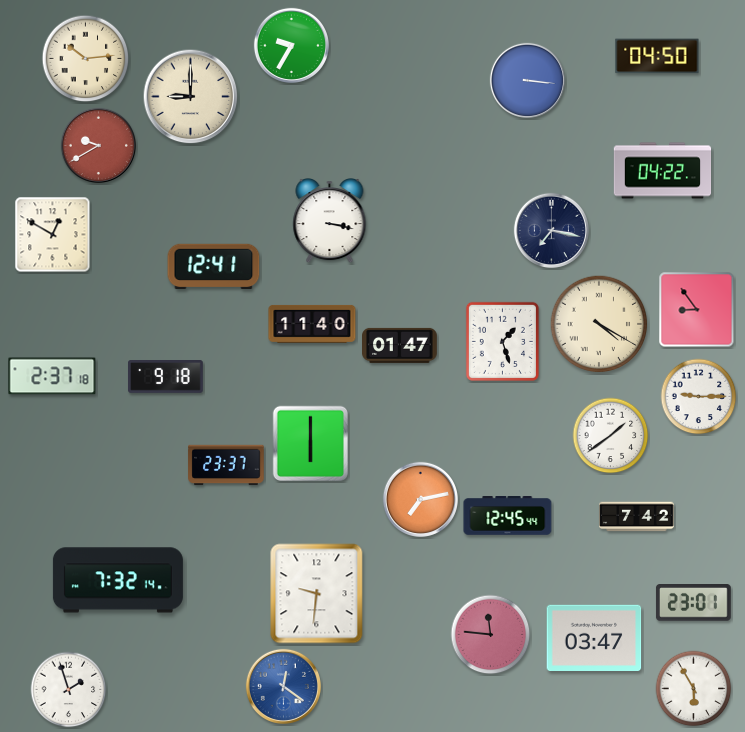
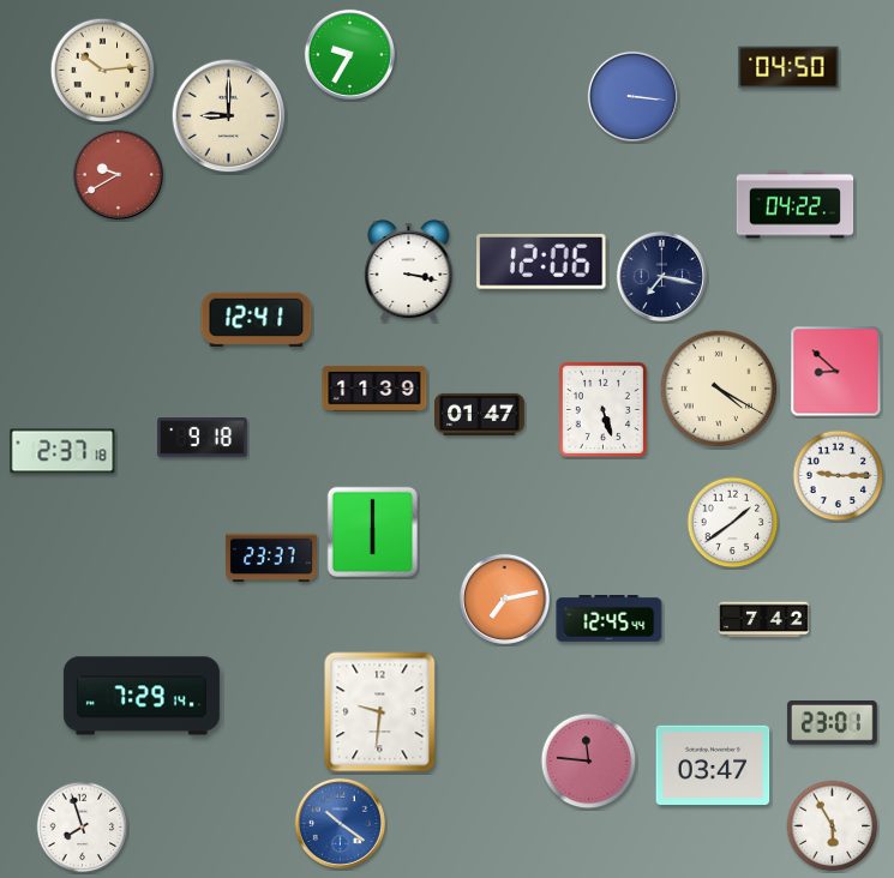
clock at (541, 261): none -> 12:06
clock at (330, 222) position: (330, 222) -> (409, 272)
clock at (53, 235): 12:50 -> none
clock at (697, 310): 8:54 -> 8:52
clock at (312, 324): 11:40 -> 11:39
clock at (502, 341): 1:27 -> 5:27
clock at (166, 377) position: (166, 377) -> (203, 438)
clock at (118, 580): 7:32 -> 7:29
clock at (283, 686): 12:21 -> 10:21
clock at (69, 690): 1:57 -> 7:57
